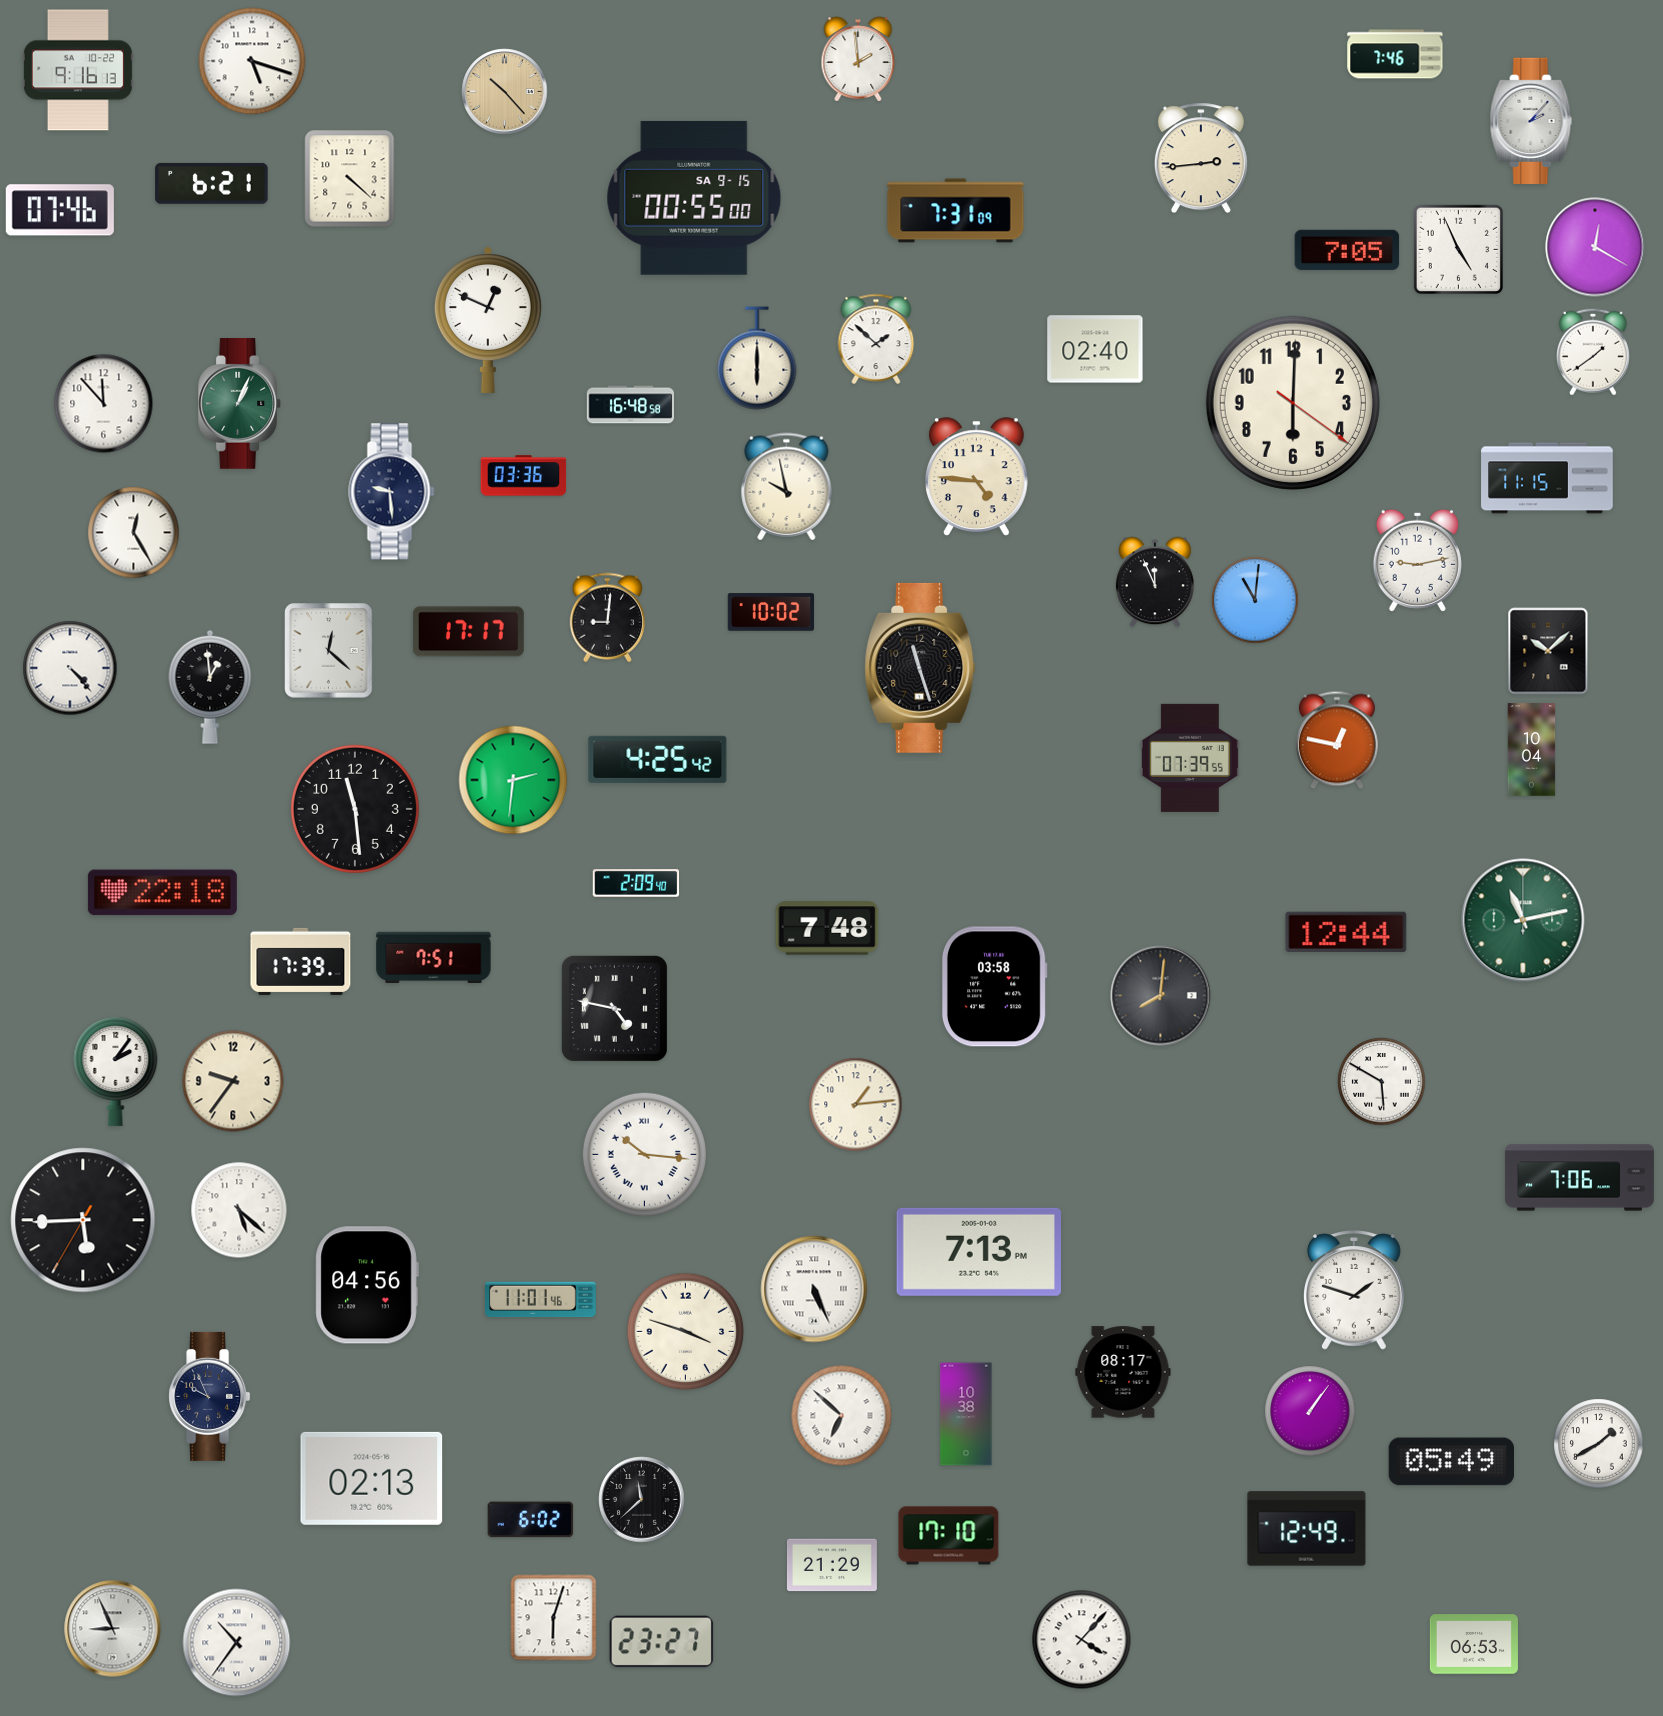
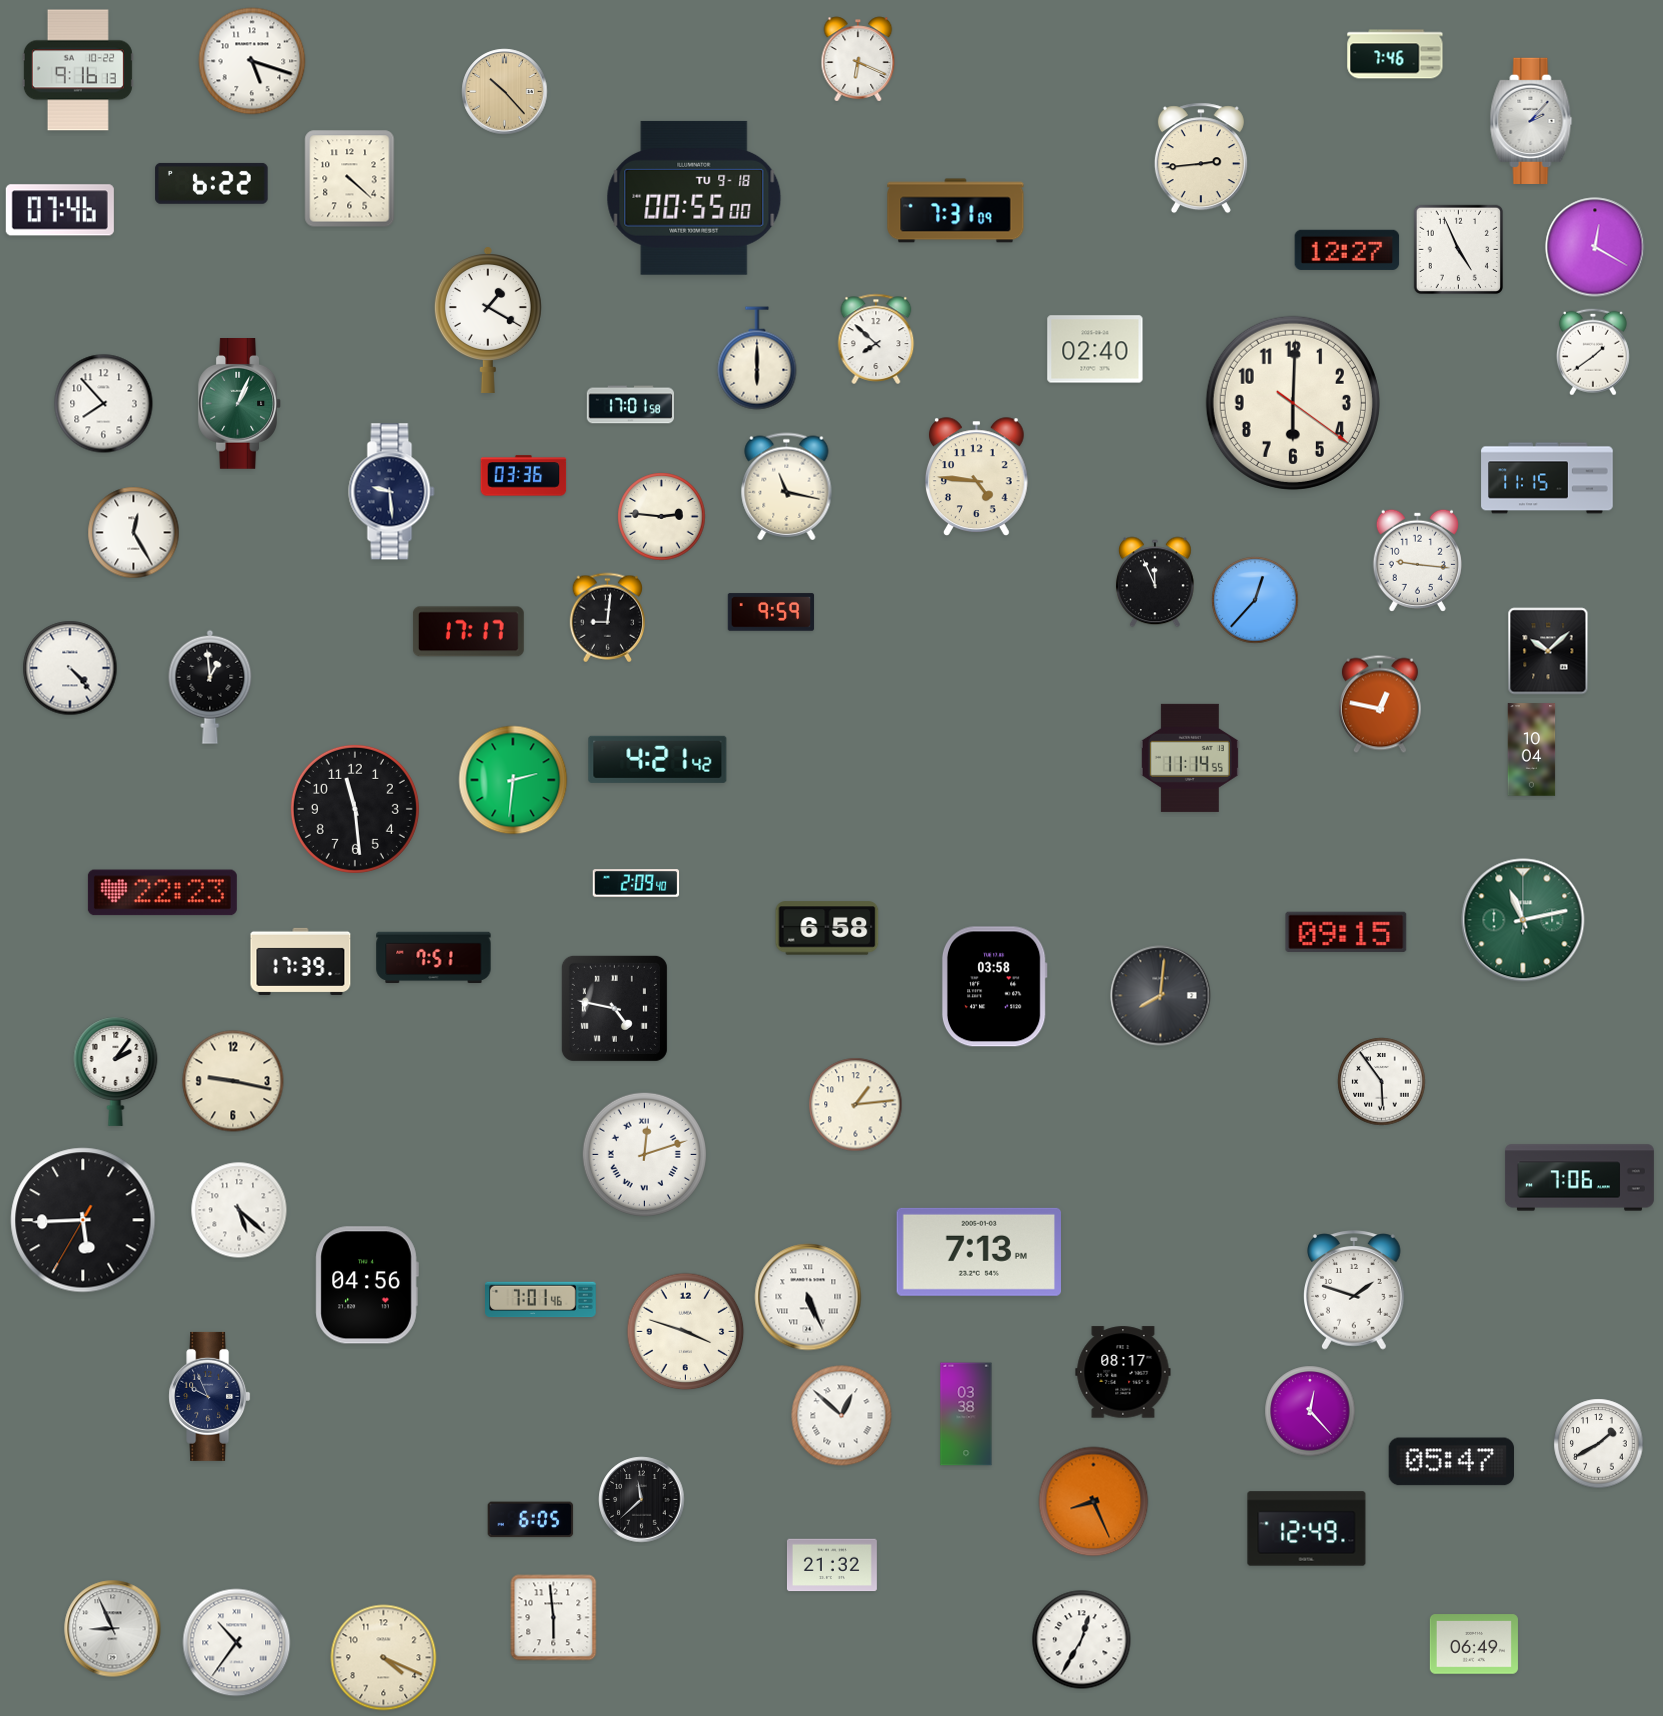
clock at (858, 59): 1:59 -> 6:19
clock at (212, 183): 6:21 -> 6:22
clock at (694, 198) date: SA 9-15 -> TU 9-18
clock at (1347, 250): 7:05 -> 12:27
clock at (488, 320): 12:49 -> 1:20
clock at (876, 339): 1:52 -> 7:52
clock at (104, 404): 11:53 -> 7:53
clock at (630, 405): 16:48 -> 17:01
clock at (787, 487): 9:58 -> 11:17
clock at (662, 517): none -> 2:46
clock at (1417, 560): 9:13 -> 9:16
clock at (1255, 600): 11:01 -> 12:37
clock at (771, 612): 10:02 -> 9:59
clock at (329, 651): 12:22 -> none
clock at (920, 668): 11:27 -> none
clock at (1337, 740) position: (1337, 740) -> (1380, 704)
clock at (1190, 758): 07:39 -> 11:14
clock at (658, 759): 4:25 -> 4:21
clock at (162, 893): 22:18 -> 22:23
clock at (827, 928): 7:48 -> 6:58
clock at (1346, 932): 12:44 -> 09:15
clock at (233, 1081): 9:36 -> 9:17
clock at (1382, 1082): 5:50 -> 5:54
clock at (644, 1154): 10:16 -> 12:12
clock at (814, 1289) position: (814, 1289) -> (808, 1297)
clock at (541, 1300): 11:01 -> 7:01
clock at (1310, 1411): 1:06 -> 12:23
clock at (966, 1414): 10:38 -> 03:38
clock at (842, 1416): 6:52 -> 12:52
clock at (1451, 1462): 05:49 -> 05:47
clock at (372, 1478): 02:13 -> none
clock at (1094, 1502): none -> 8:26
clock at (531, 1520): 6:02 -> 6:05
clock at (949, 1536): 17:10 -> none
clock at (832, 1565): 21:29 -> 21:32
clock at (554, 1618): 6:03 -> 5:59
clock at (1082, 1640): 4:07 -> 12:35
clock at (662, 1642): 23:27 -> none
clock at (1474, 1644): 06:53 -> 06:49
clock at (384, 1658): none -> 4:19
